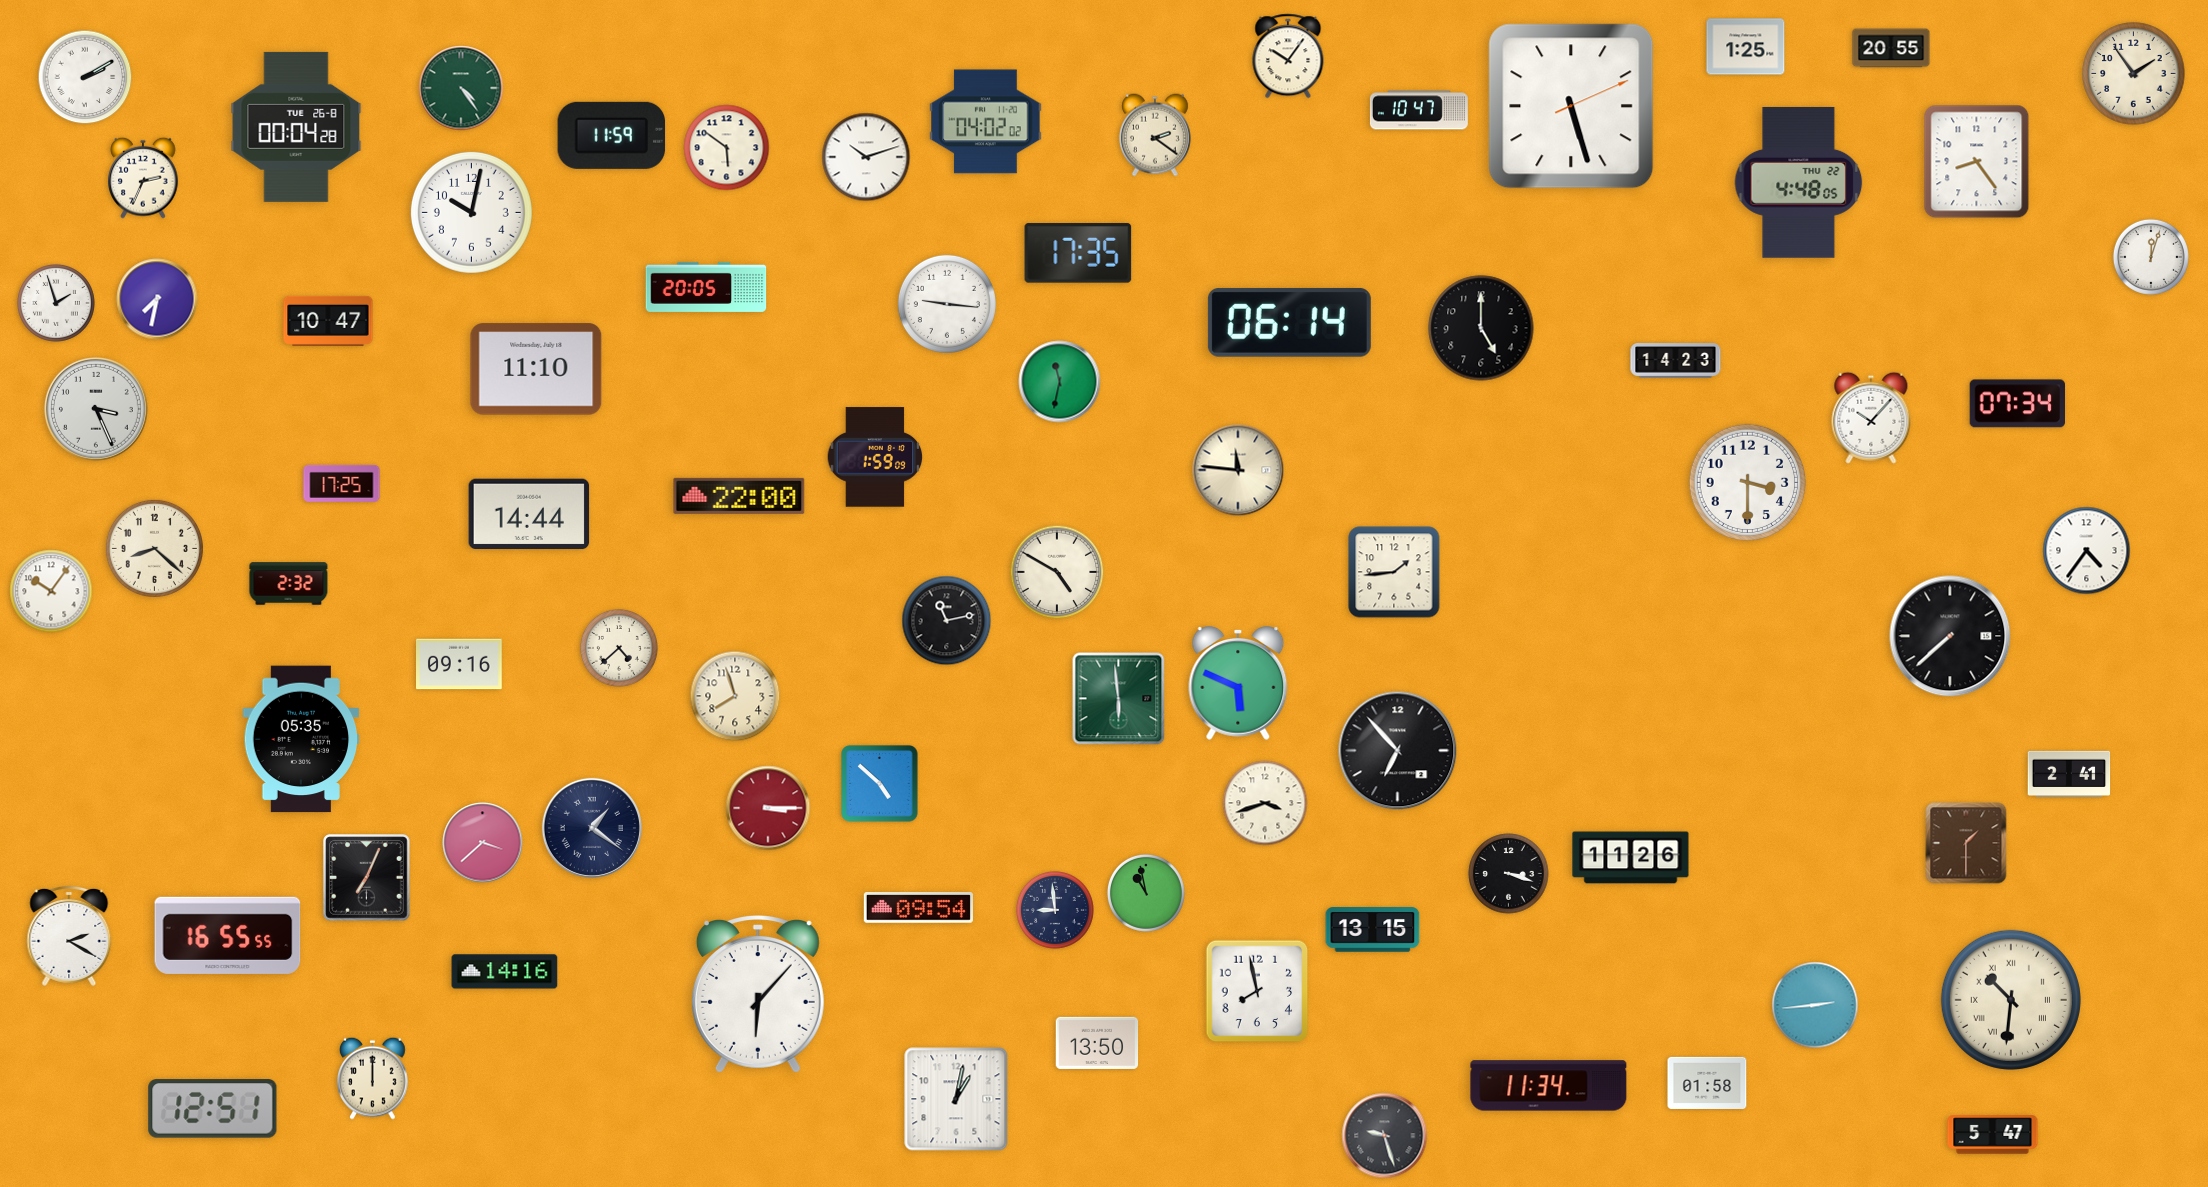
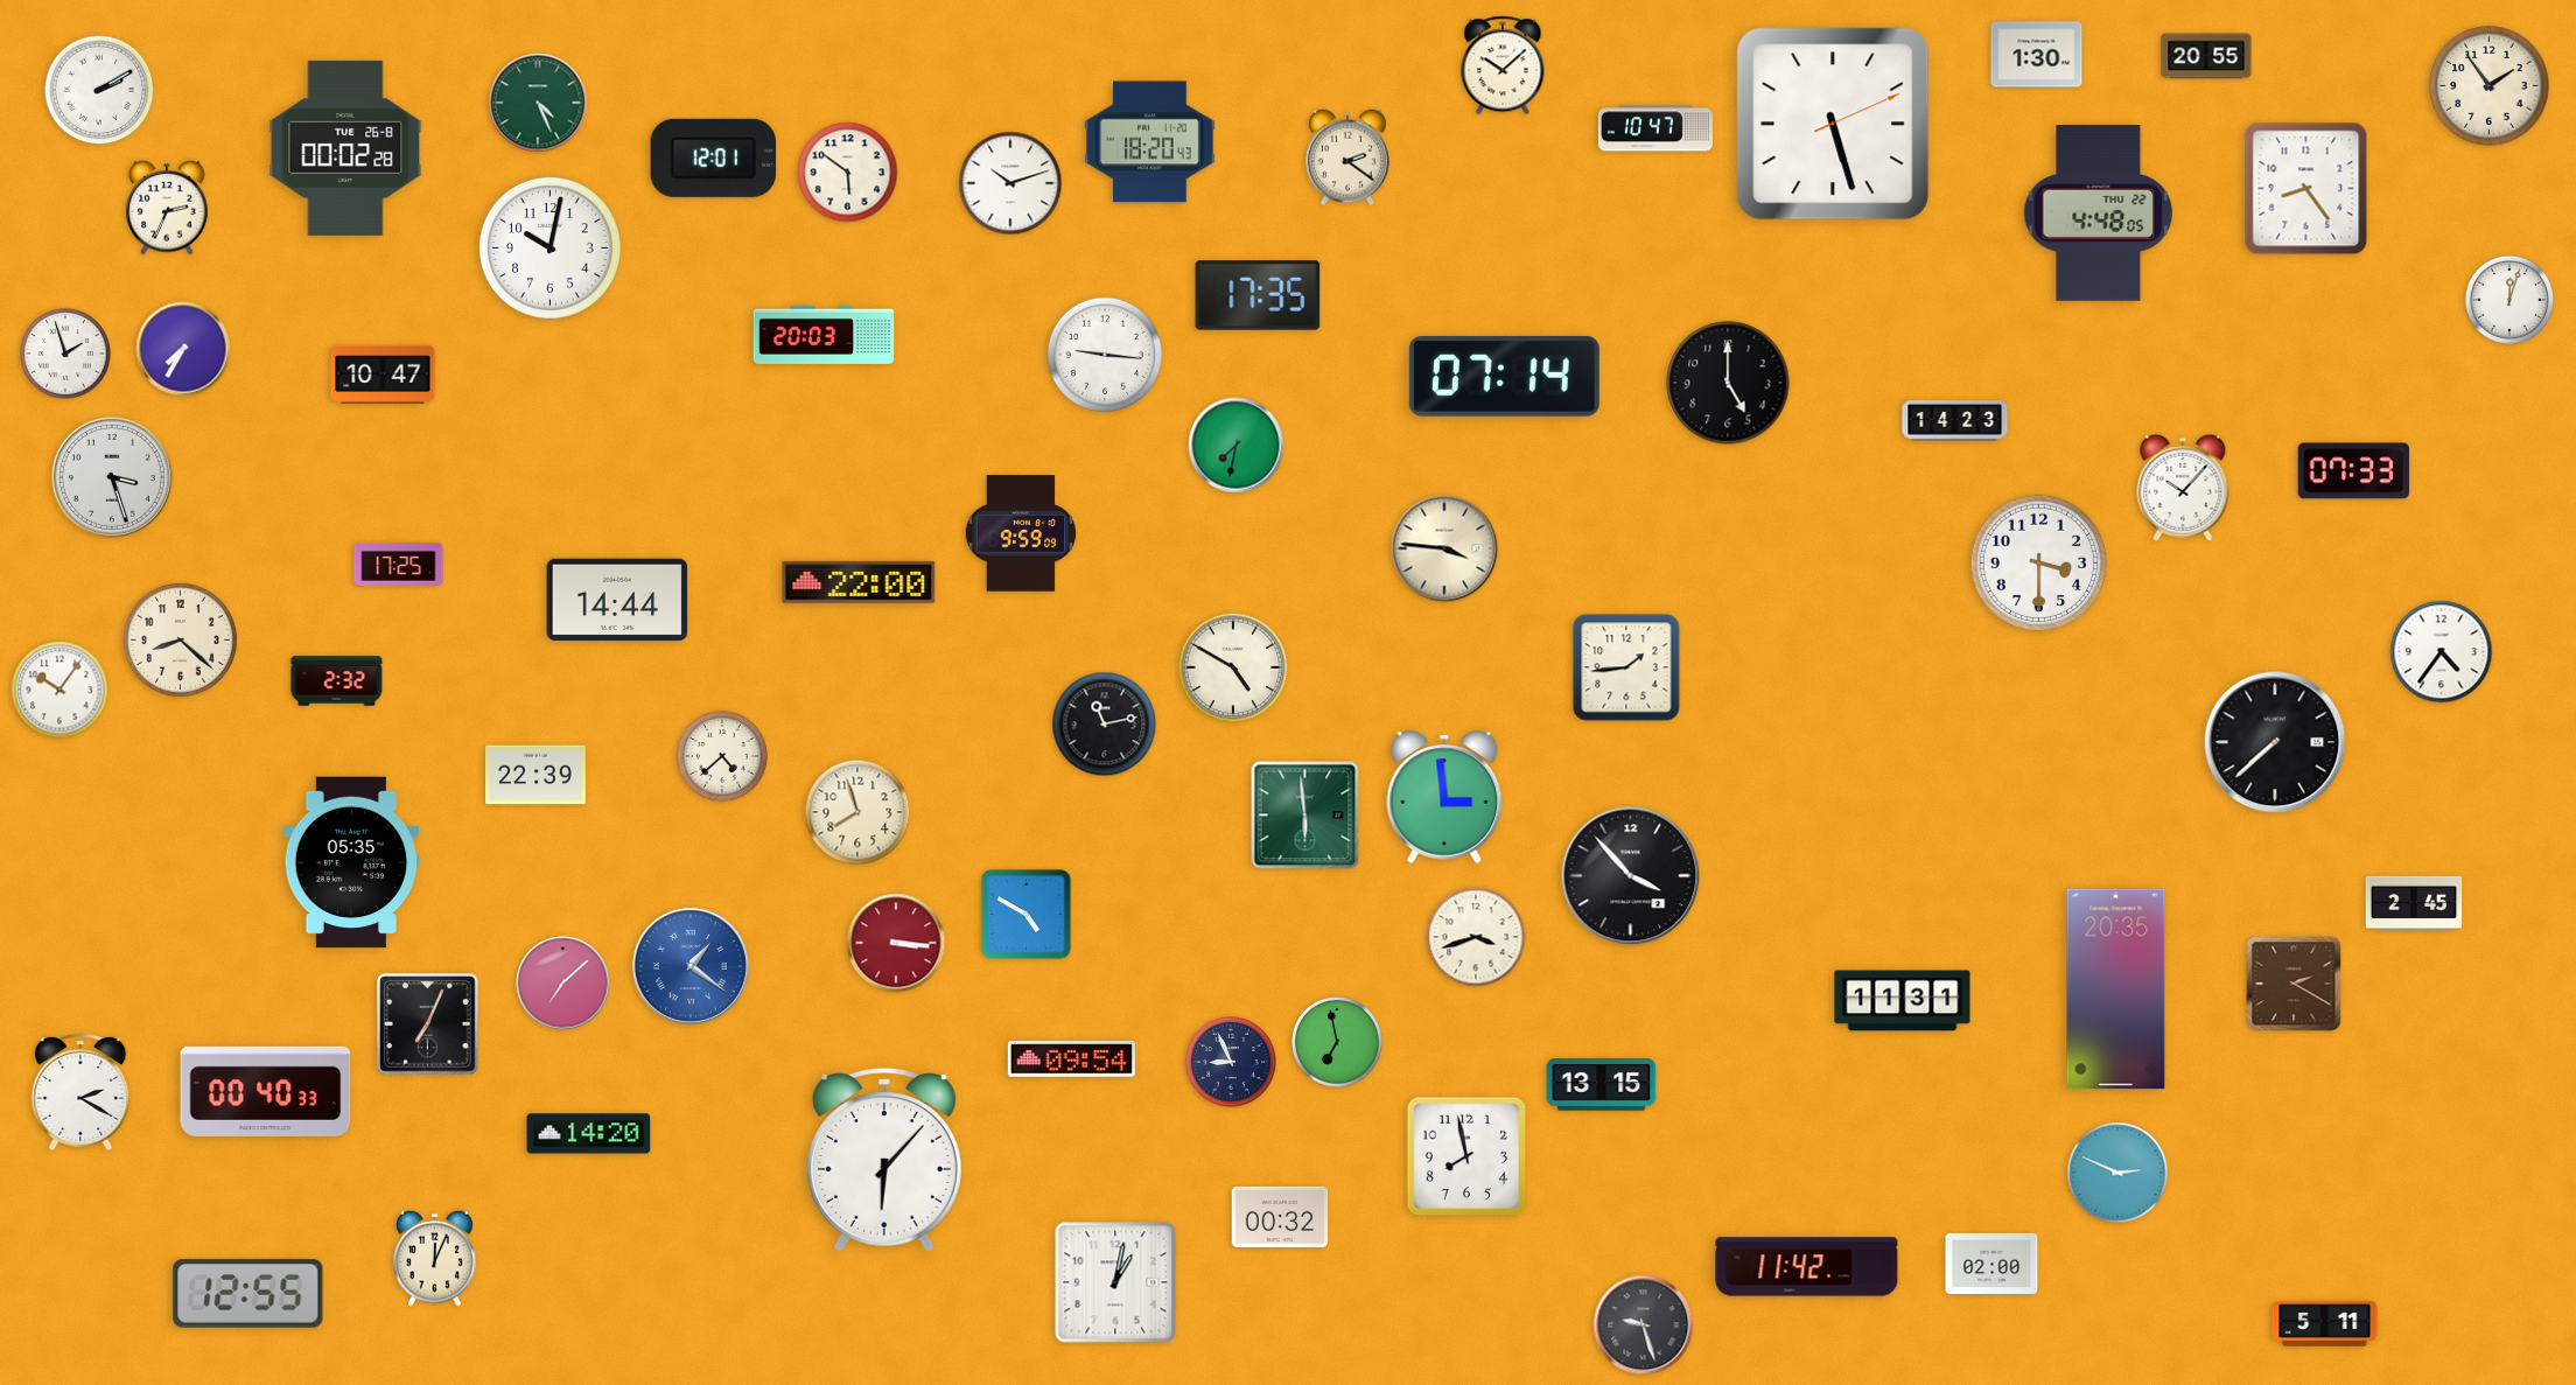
clock at (1746, 47): 1:25 -> 1:30
clock at (1288, 56): 10:06 -> 10:08
clock at (461, 88): 4:24 -> 4:26
clock at (986, 122): 04:02 -> 18:20
clock at (296, 127): 00:04 -> 00:02
clock at (612, 135): 11:59 -> 12:01
clock at (706, 287): 20:05 -> 20:03
clock at (157, 299): 7:32 -> 7:35
clock at (1289, 322): 06:14 -> 07:14
clock at (536, 369): 11:10 -> none
clock at (1060, 382): 11:32 -> 7:32
clock at (2017, 404): 07:34 -> 07:33
clock at (96, 409): 3:26 -> 3:27
clock at (875, 457): 1:59 -> 9:59
clock at (1238, 470): 11:46 -> 3:46
clock at (739, 496) position: (739, 496) -> (859, 582)
clock at (2087, 551) position: (2087, 551) -> (2442, 652)
clock at (459, 664): 09:16 -> 22:39
clock at (1238, 684): 5:49 -> 2:59
clock at (1398, 751): 6:53 -> 3:53
clock at (2069, 774): 2:41 -> 2:45
clock at (880, 784): 4:52 -> 4:50
clock at (768, 808): 3:15 -> 3:16
clock at (592, 828) dial: navy -> blue
clock at (483, 843): 3:38 -> 7:08
clock at (1966, 843): 1:30 -> 2:20
clock at (2116, 989): none -> 20:35
clock at (1631, 858): 11:26 -> 11:31
clock at (1509, 874): 3:18 -> none
clock at (1146, 893): 10:58 -> 6:58
clock at (1055, 910): 8:59 -> 8:56
clock at (228, 935): 16:55 -> 00:40
clock at (505, 972): 14:16 -> 14:20
clock at (2011, 1000): 10:31 -> none
clock at (1815, 1005): 2:44 -> 2:49
clock at (1097, 1043): 13:50 -> 00:32
clock at (373, 1078): 12:00 -> 12:04
clock at (1707, 1083): 01:58 -> 02:00
clock at (1549, 1086): 11:34 -> 11:42
clock at (213, 1109): 12:51 -> 12:55
clock at (1993, 1135): 5:47 -> 5:11
clock at (1385, 1136) position: (1385, 1136) -> (1644, 1325)
